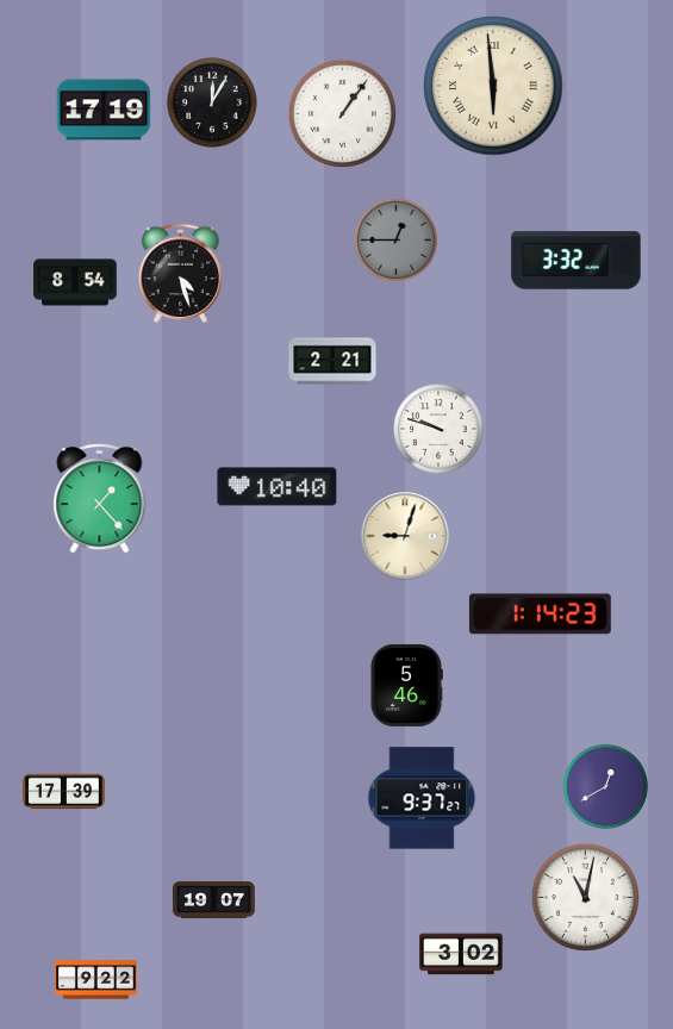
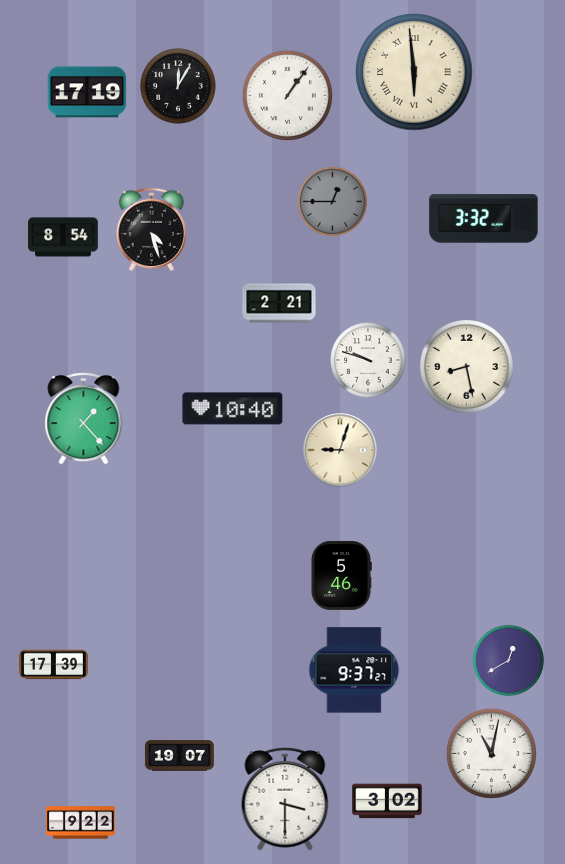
clock at (467, 367): none -> 8:28
clock at (540, 615): 1:14 -> none
clock at (285, 800): none -> 3:30
